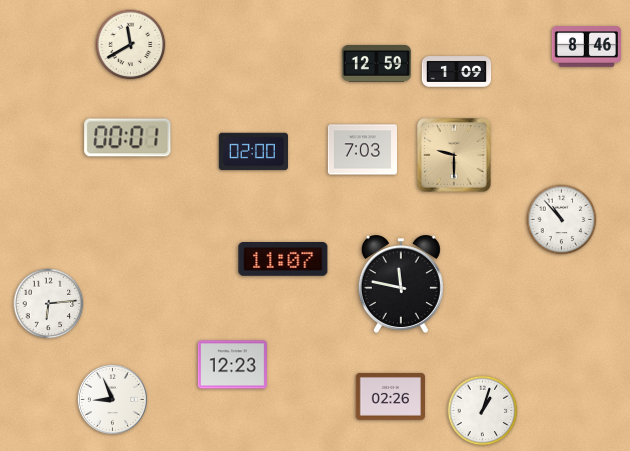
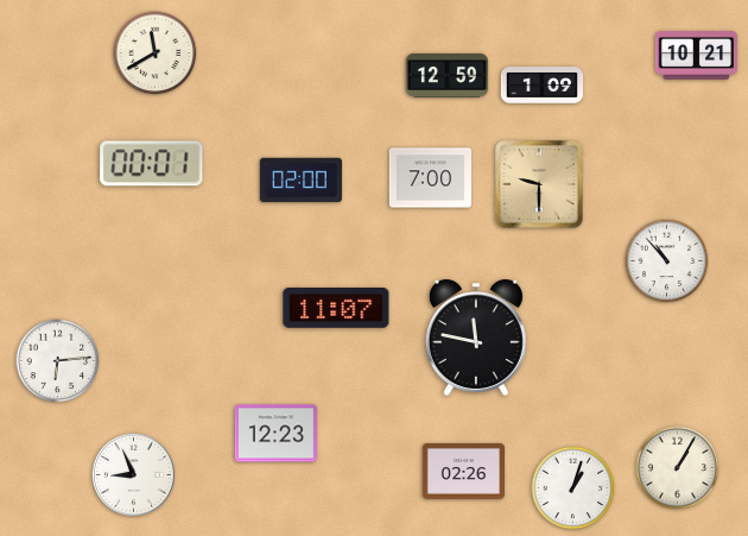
clock at (586, 47): 8:46 -> 10:21
clock at (362, 150): 7:03 -> 7:00
clock at (678, 468): none -> 1:05
